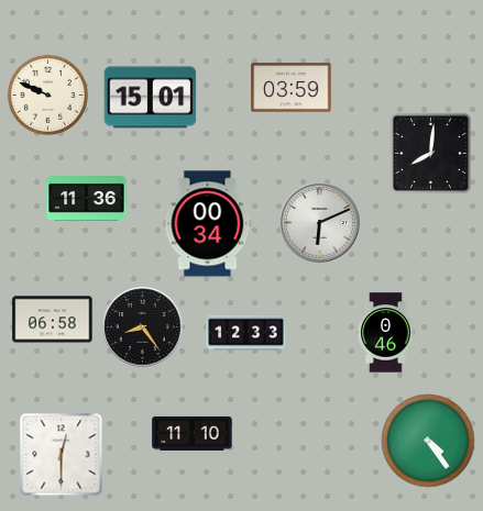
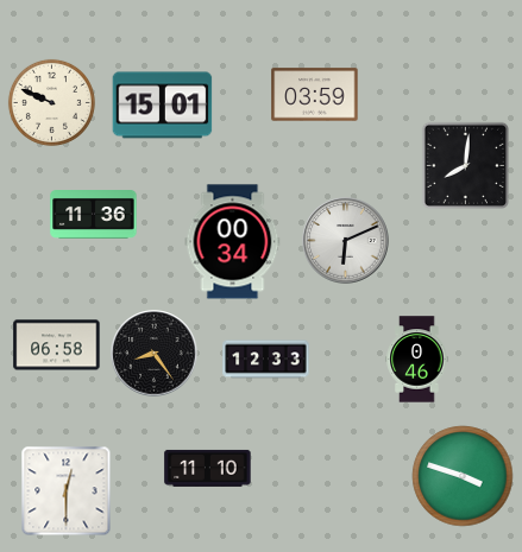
clock at (208, 224) position: (208, 224) -> (233, 242)
clock at (428, 441): 4:24 -> 3:48
